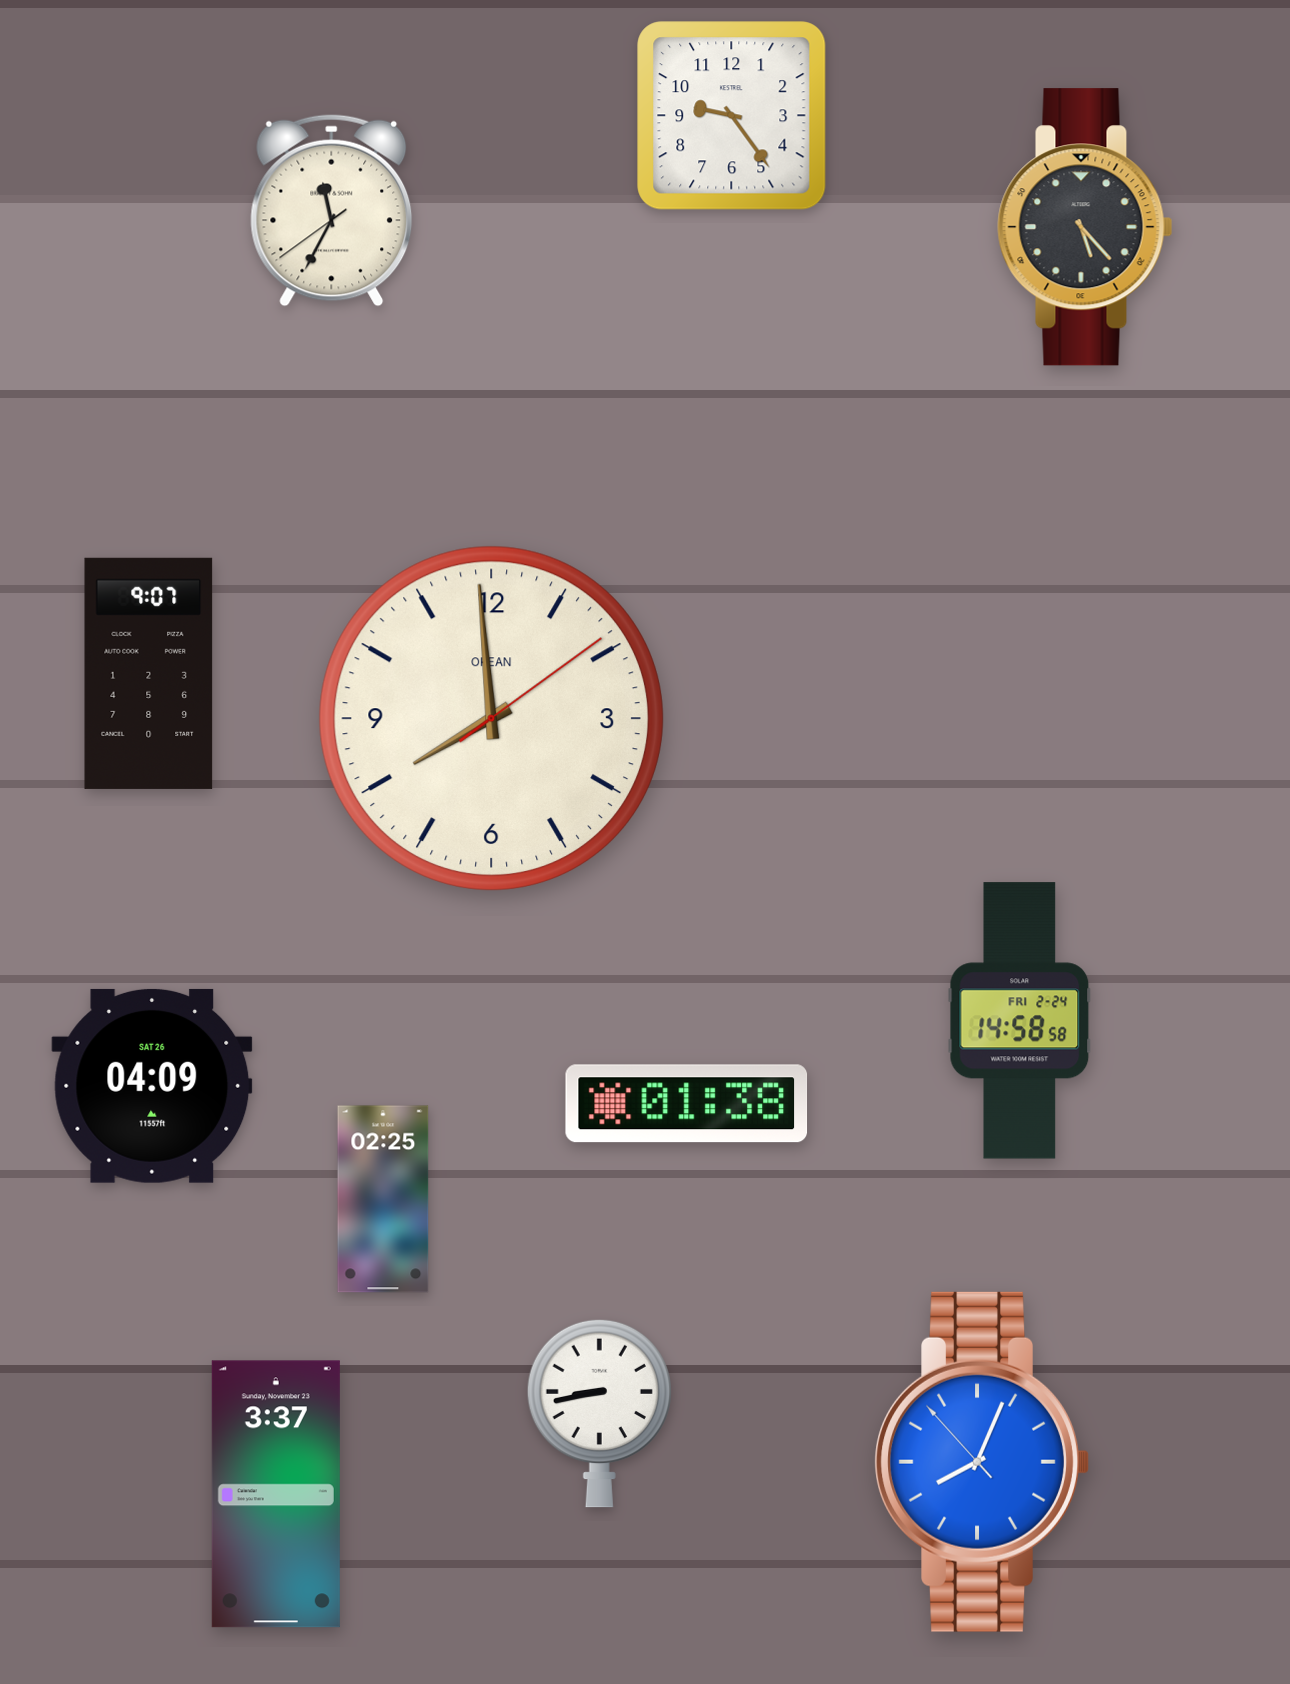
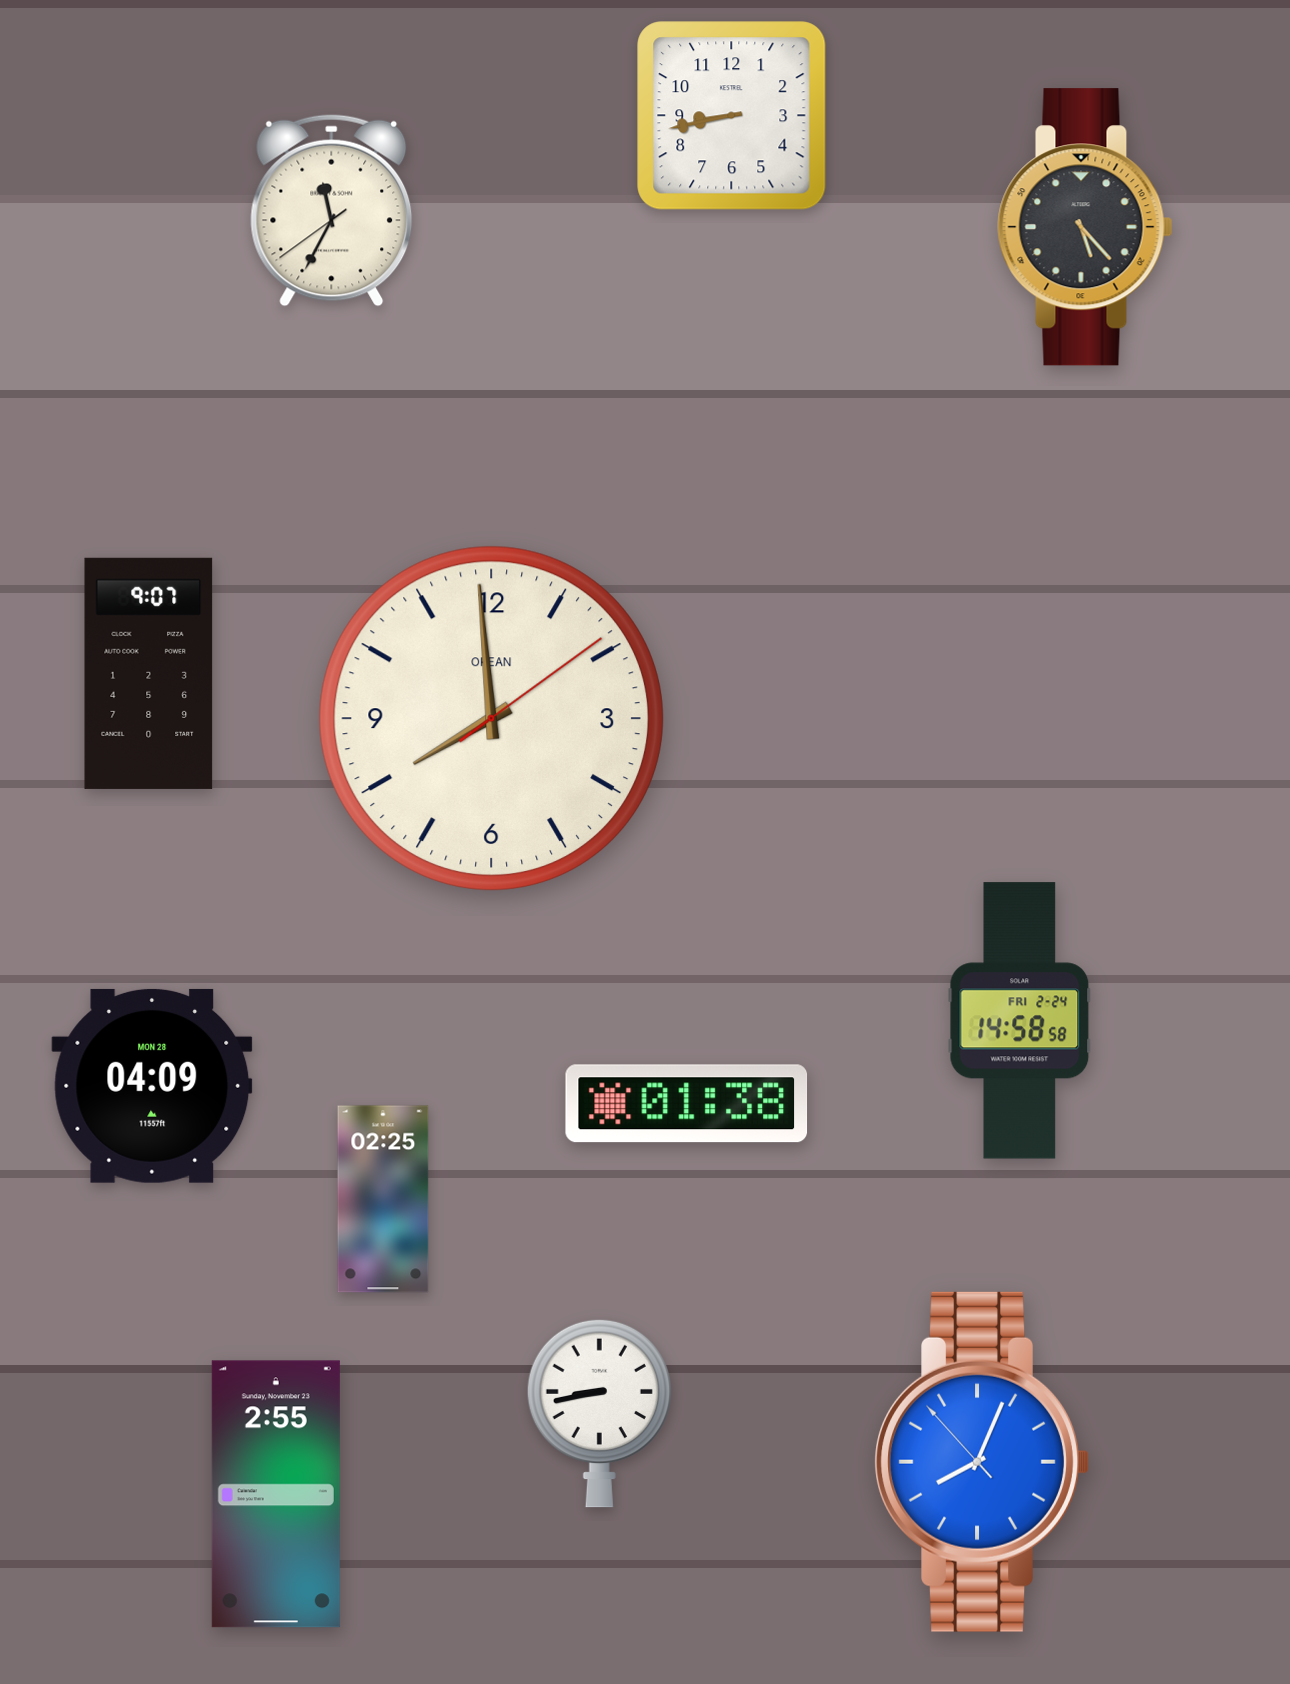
clock at (732, 116): 9:24 -> 8:43
clock at (152, 1086) date: SAT 26 -> MON 28
clock at (276, 1494): 3:37 -> 2:55
